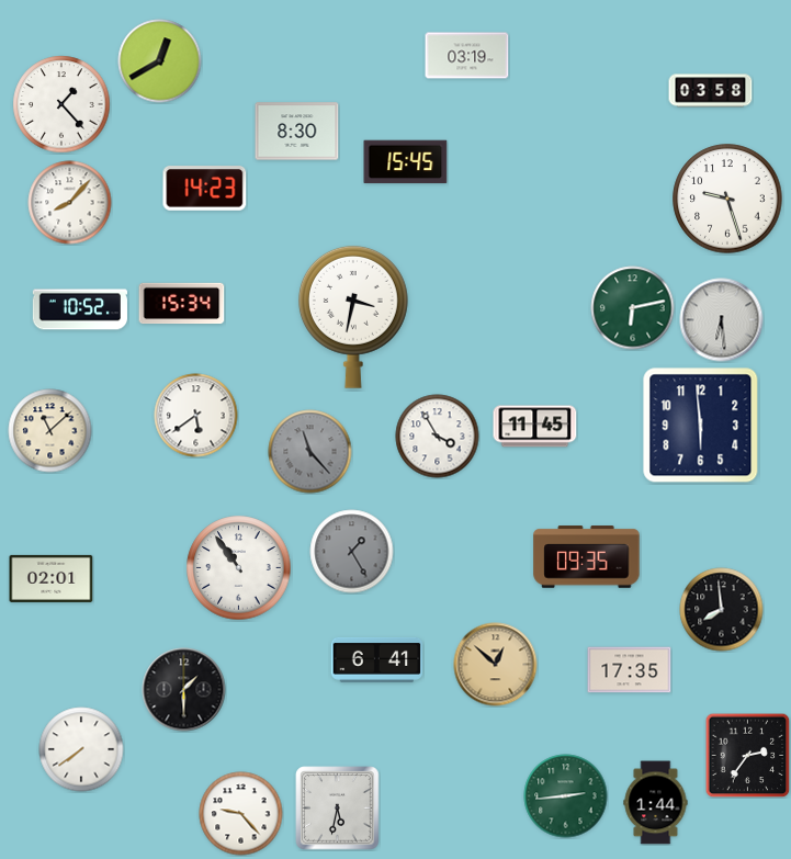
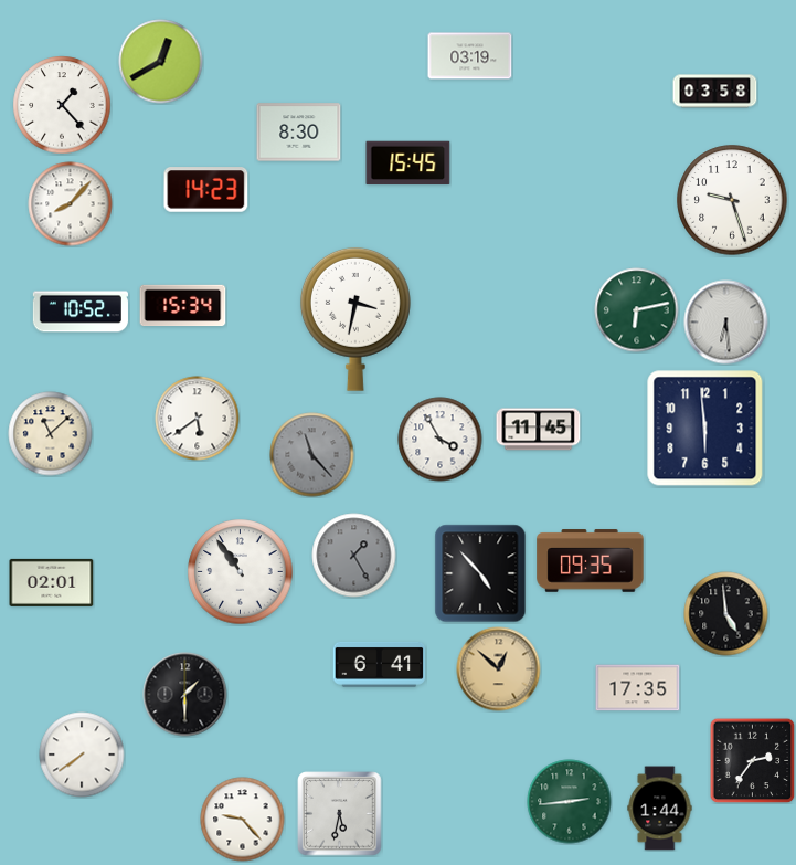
clock at (480, 573): none -> 4:53
clock at (722, 610): 7:59 -> 4:59
clock at (630, 670) position: (630, 670) -> (638, 688)
